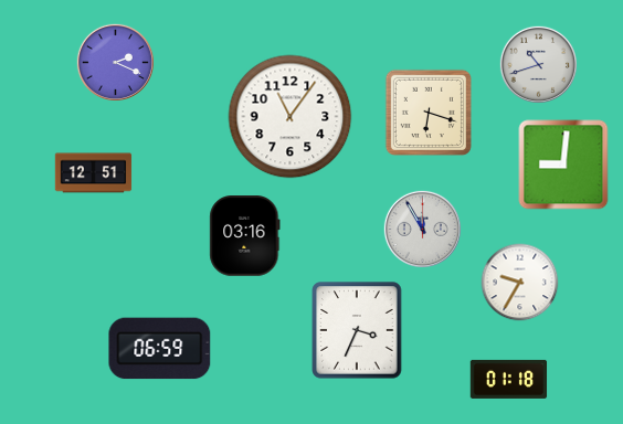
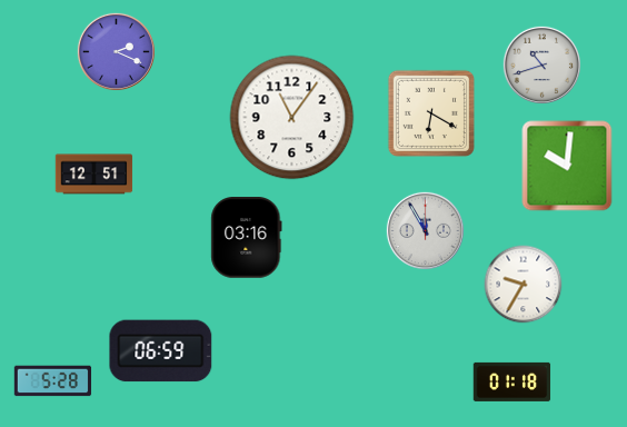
clock at (115, 62) position: (115, 62) -> (116, 51)
clock at (429, 113): 6:18 -> 6:20
clock at (563, 165): 9:01 -> 10:01
clock at (357, 330): 3:34 -> none
clock at (53, 381): none -> 5:28
